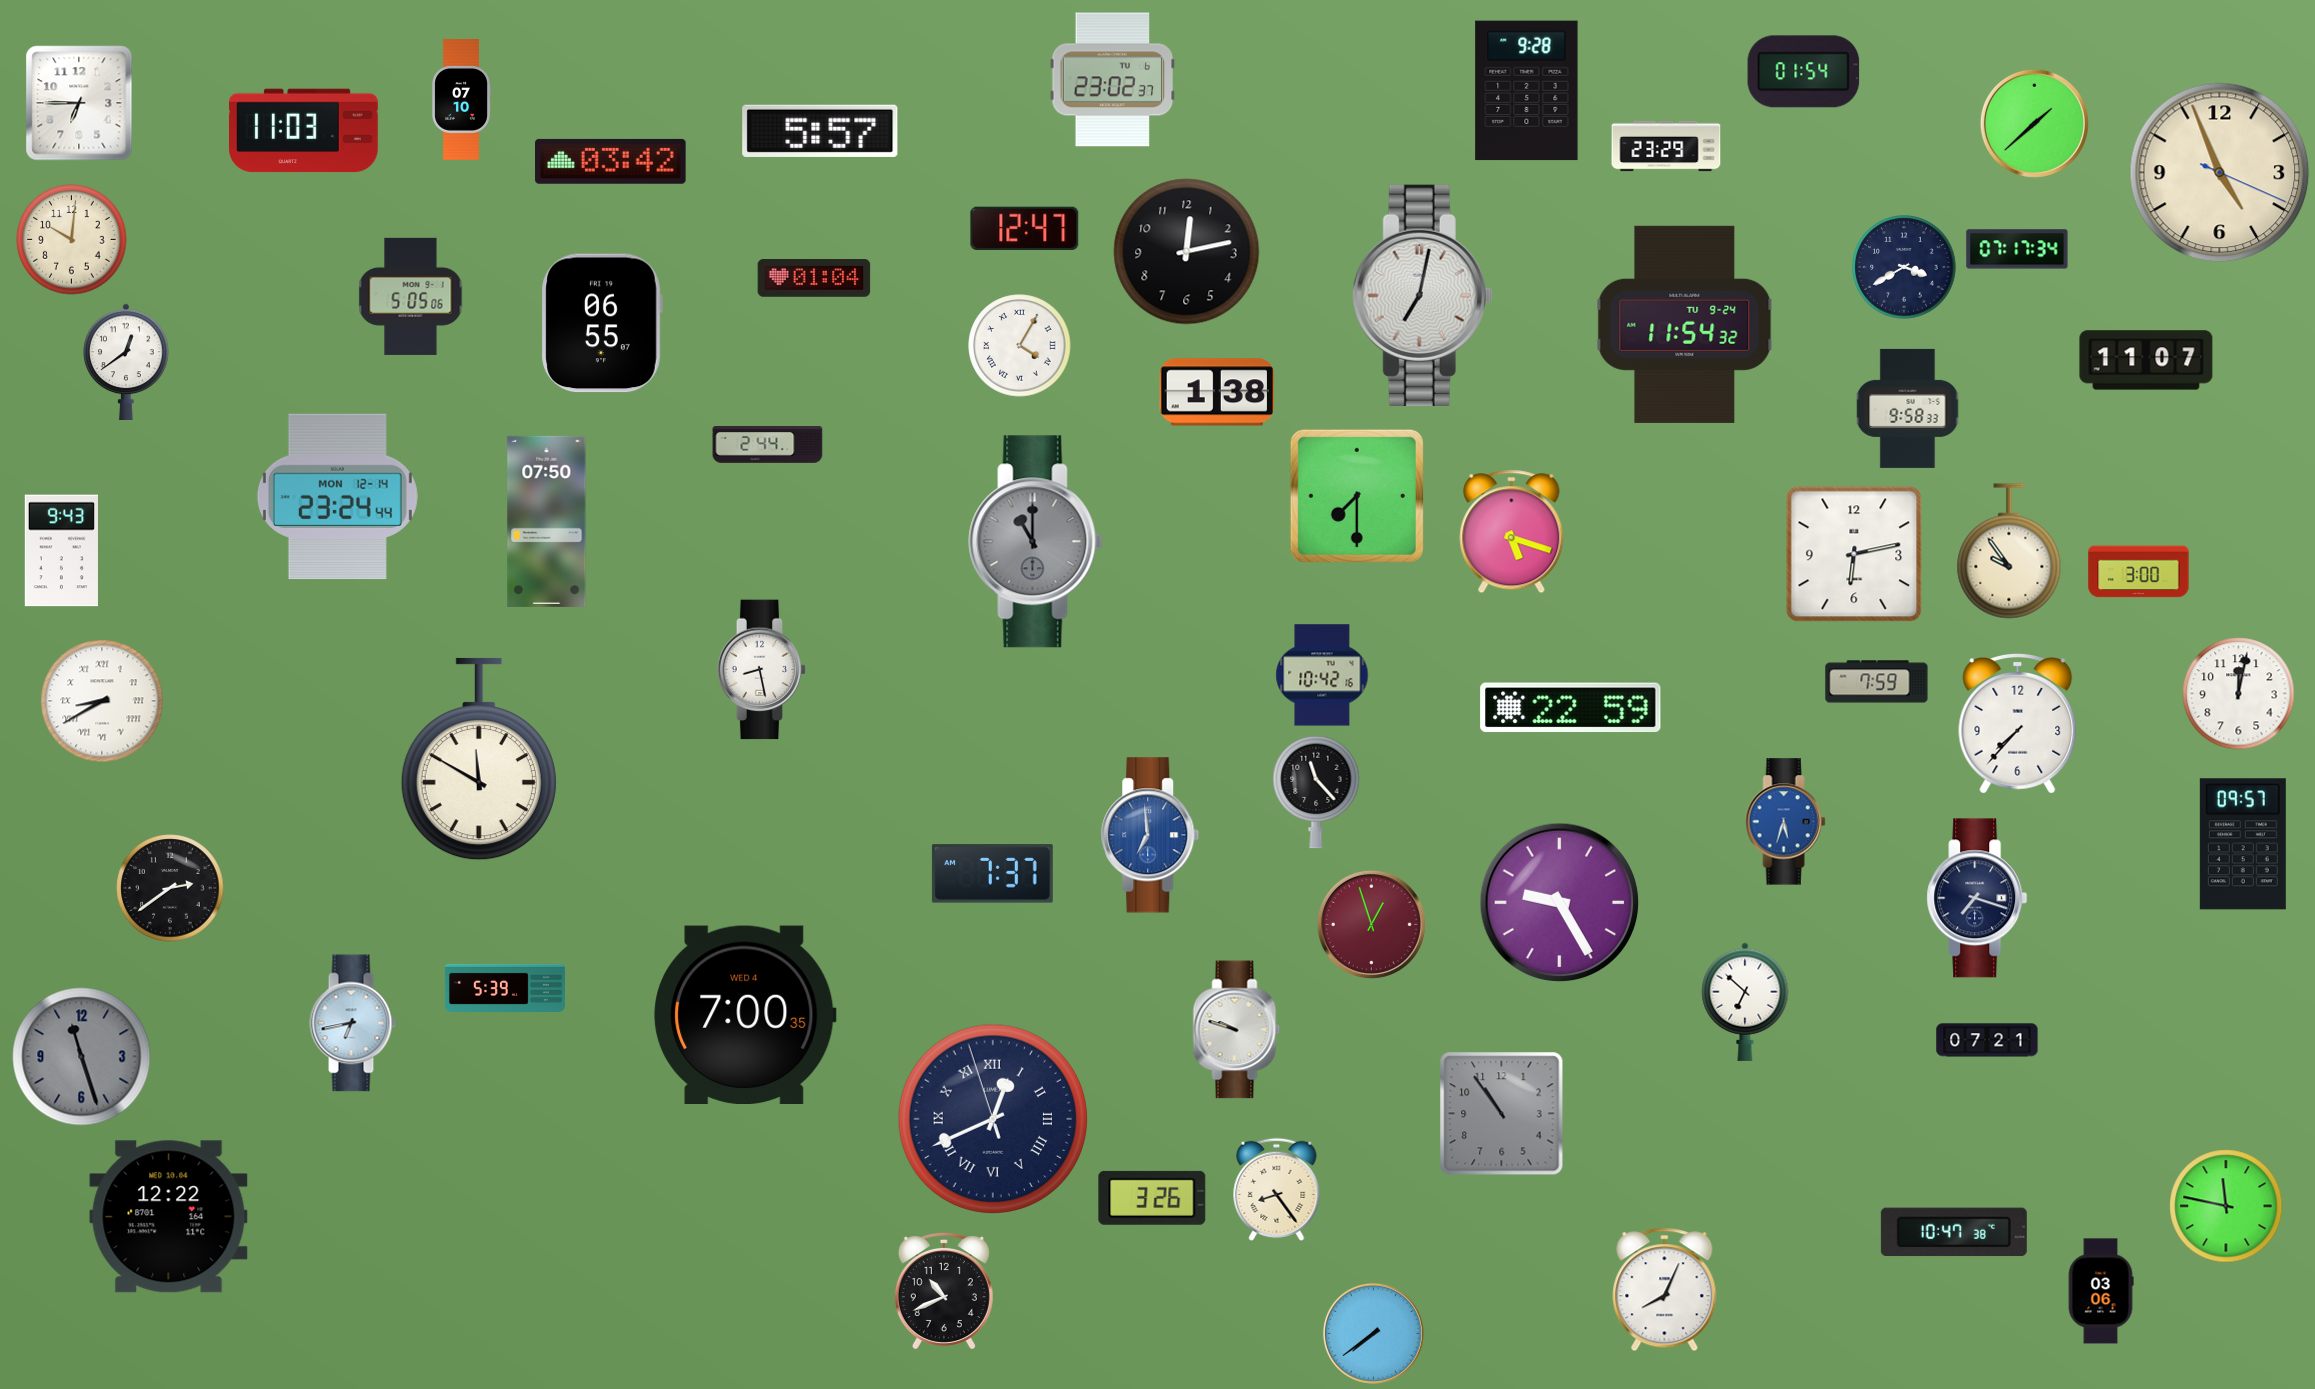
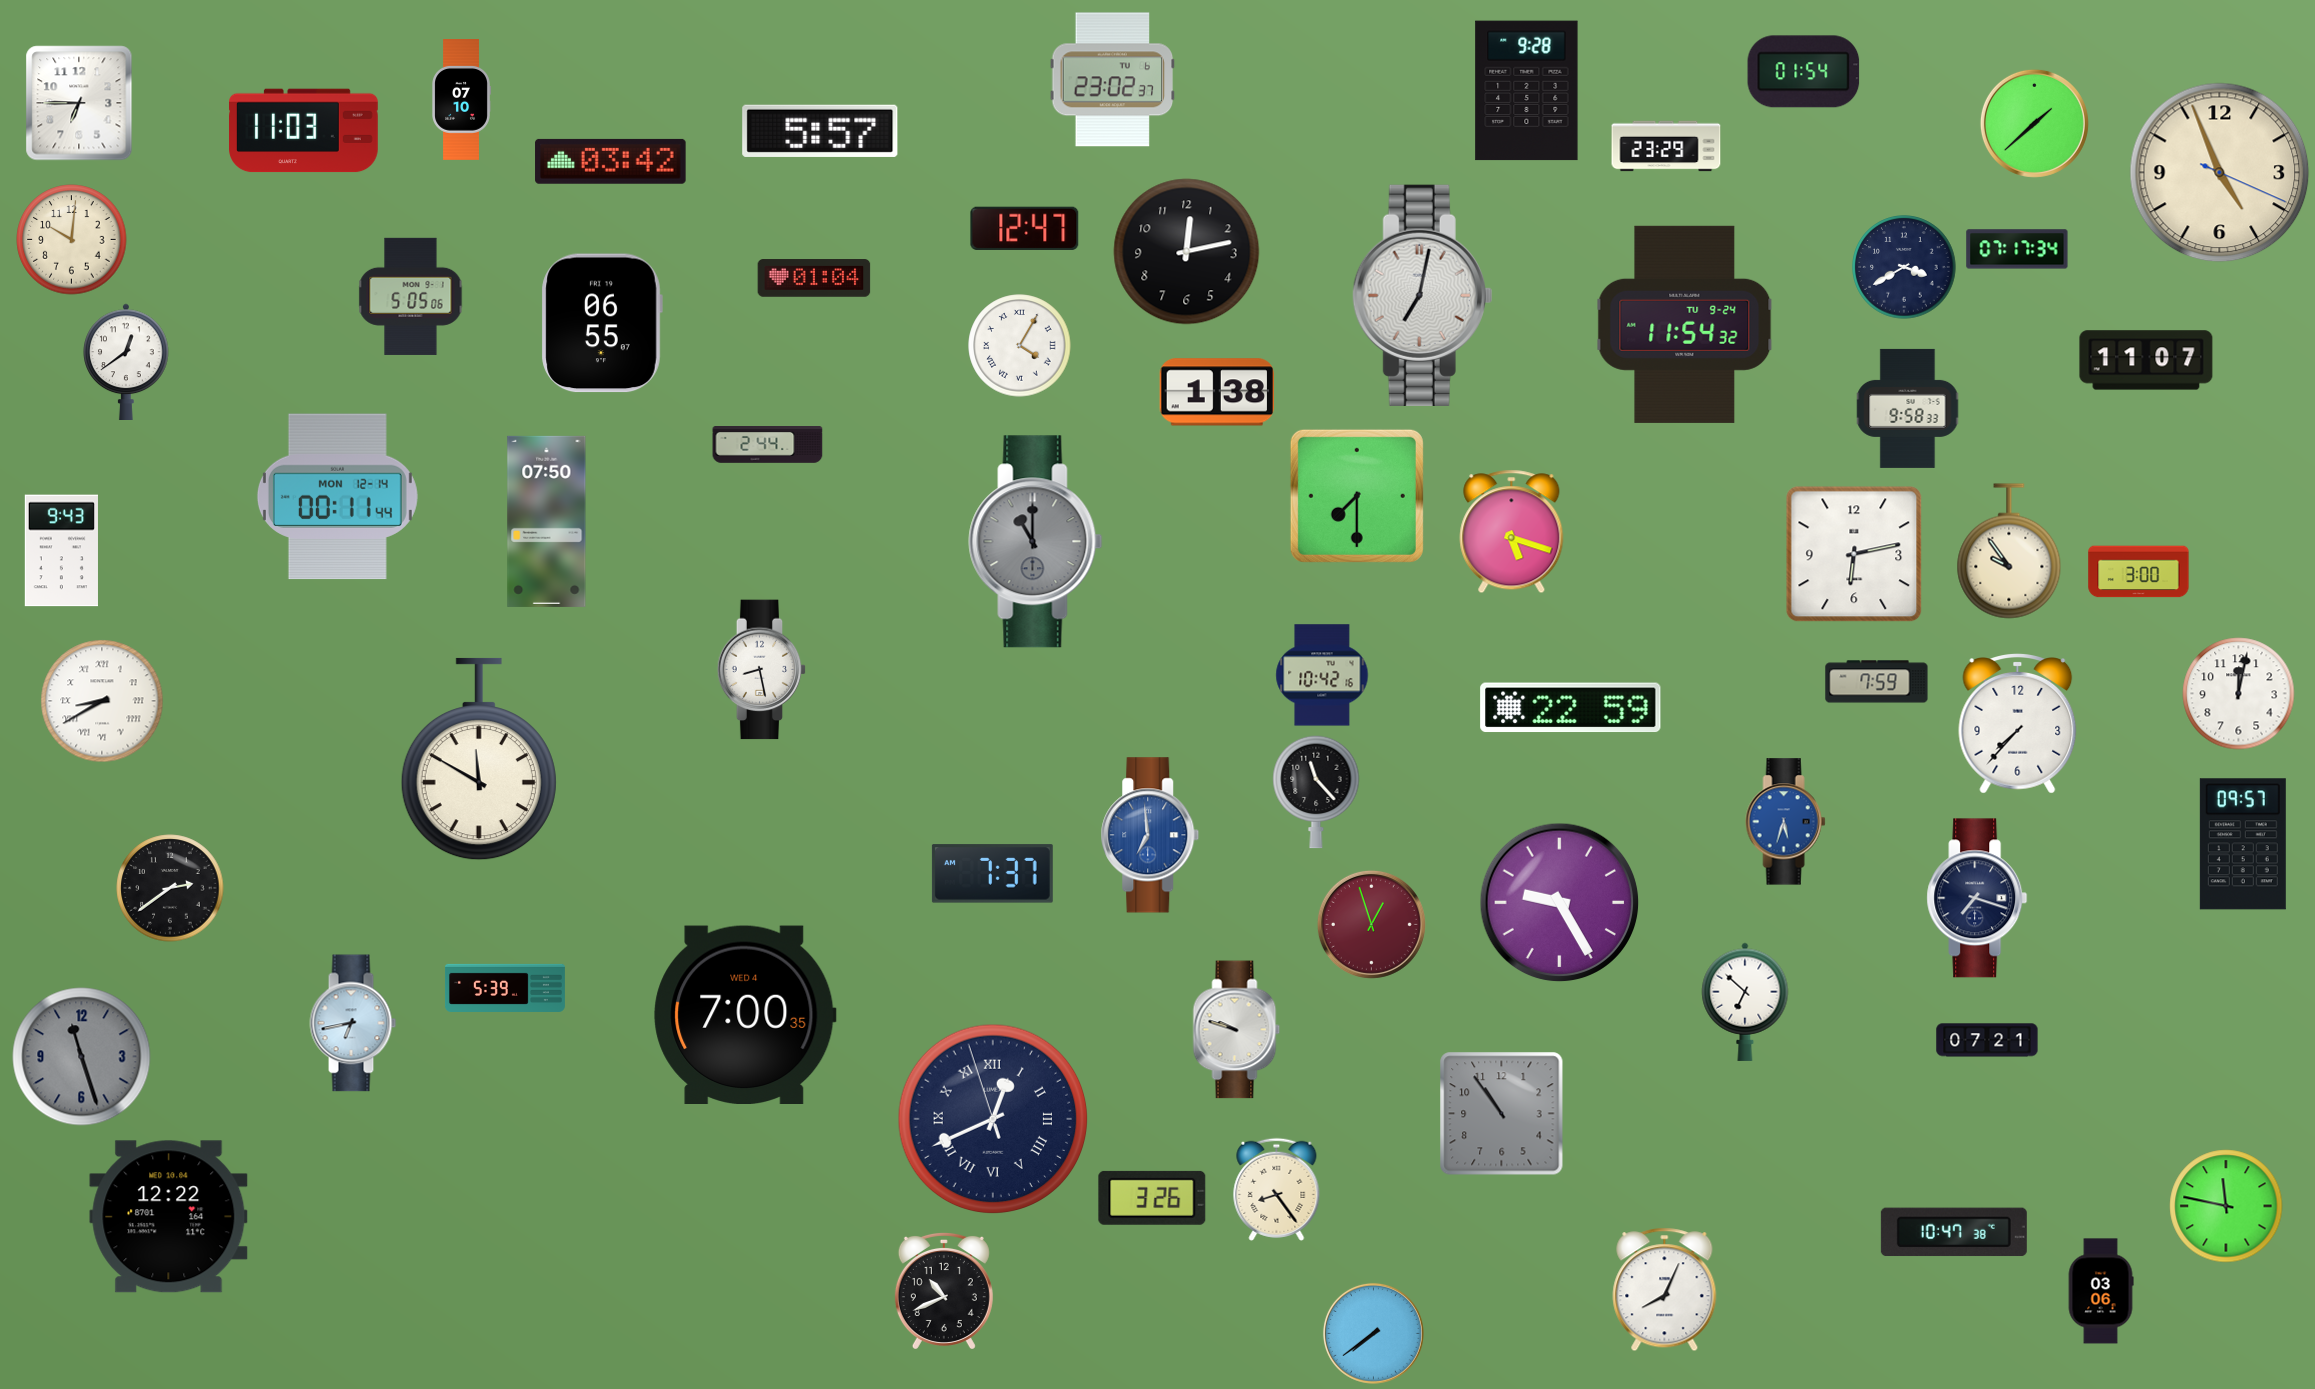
clock at (337, 497): 23:24 -> 00:11
